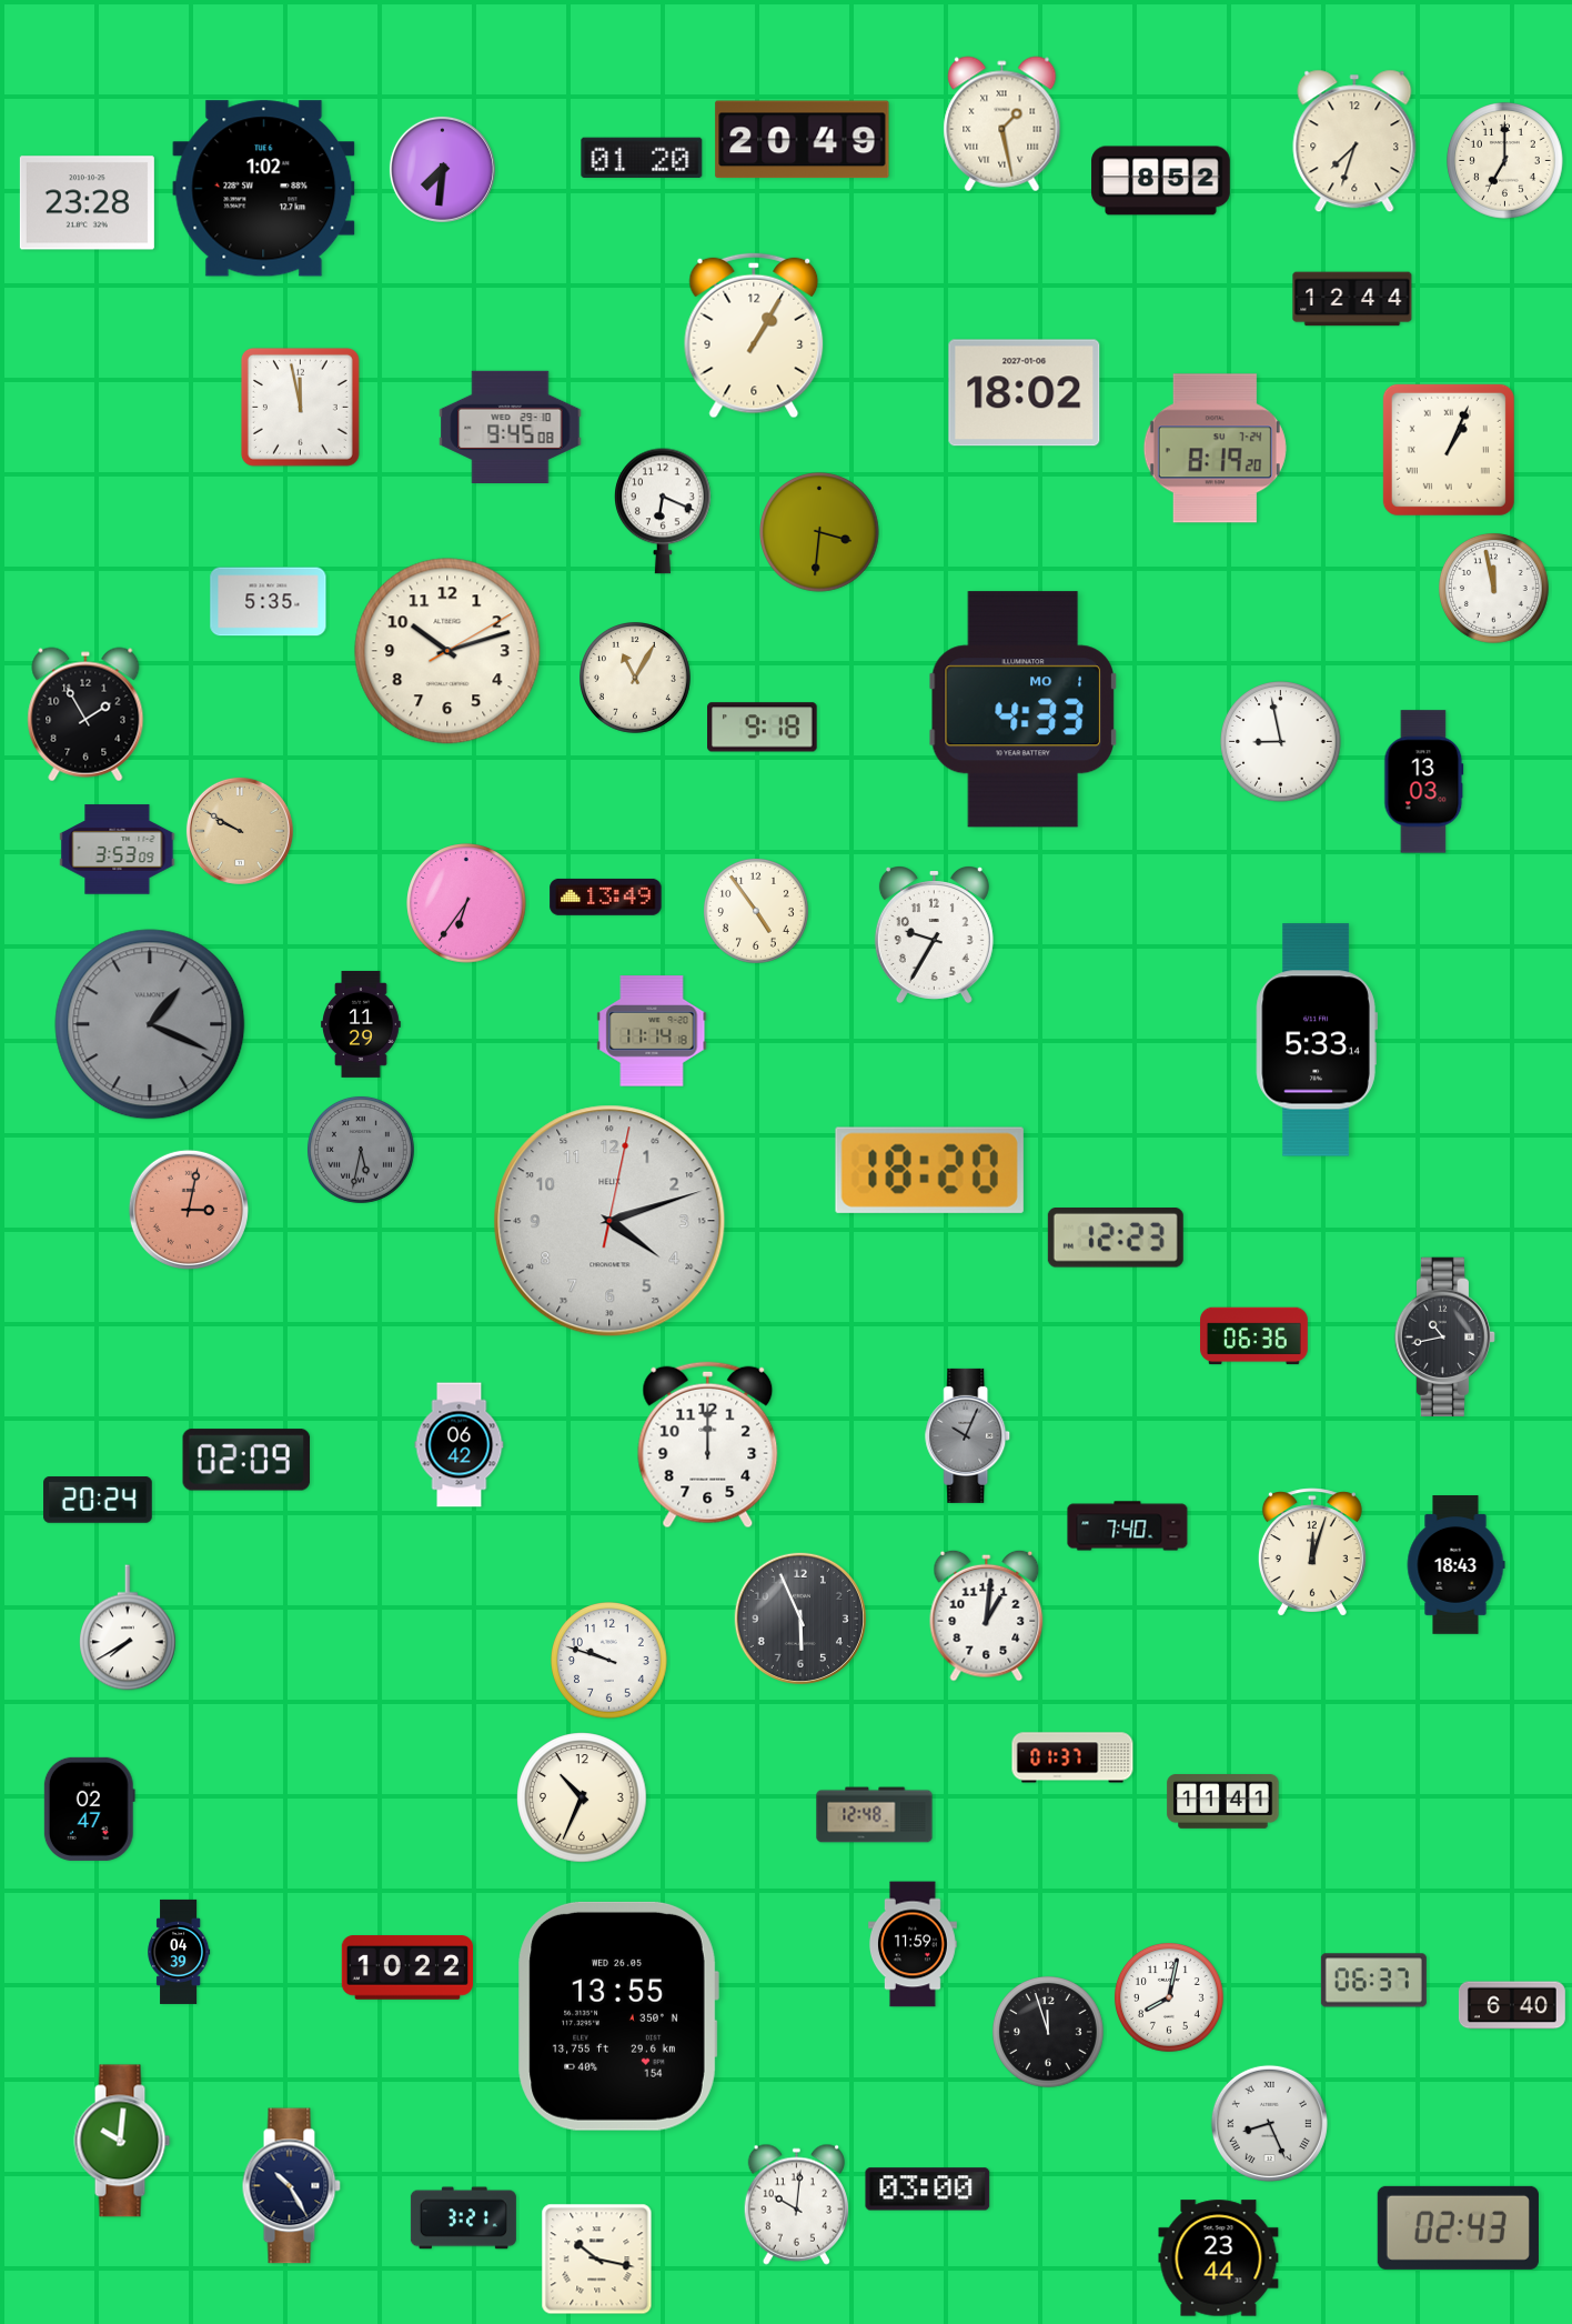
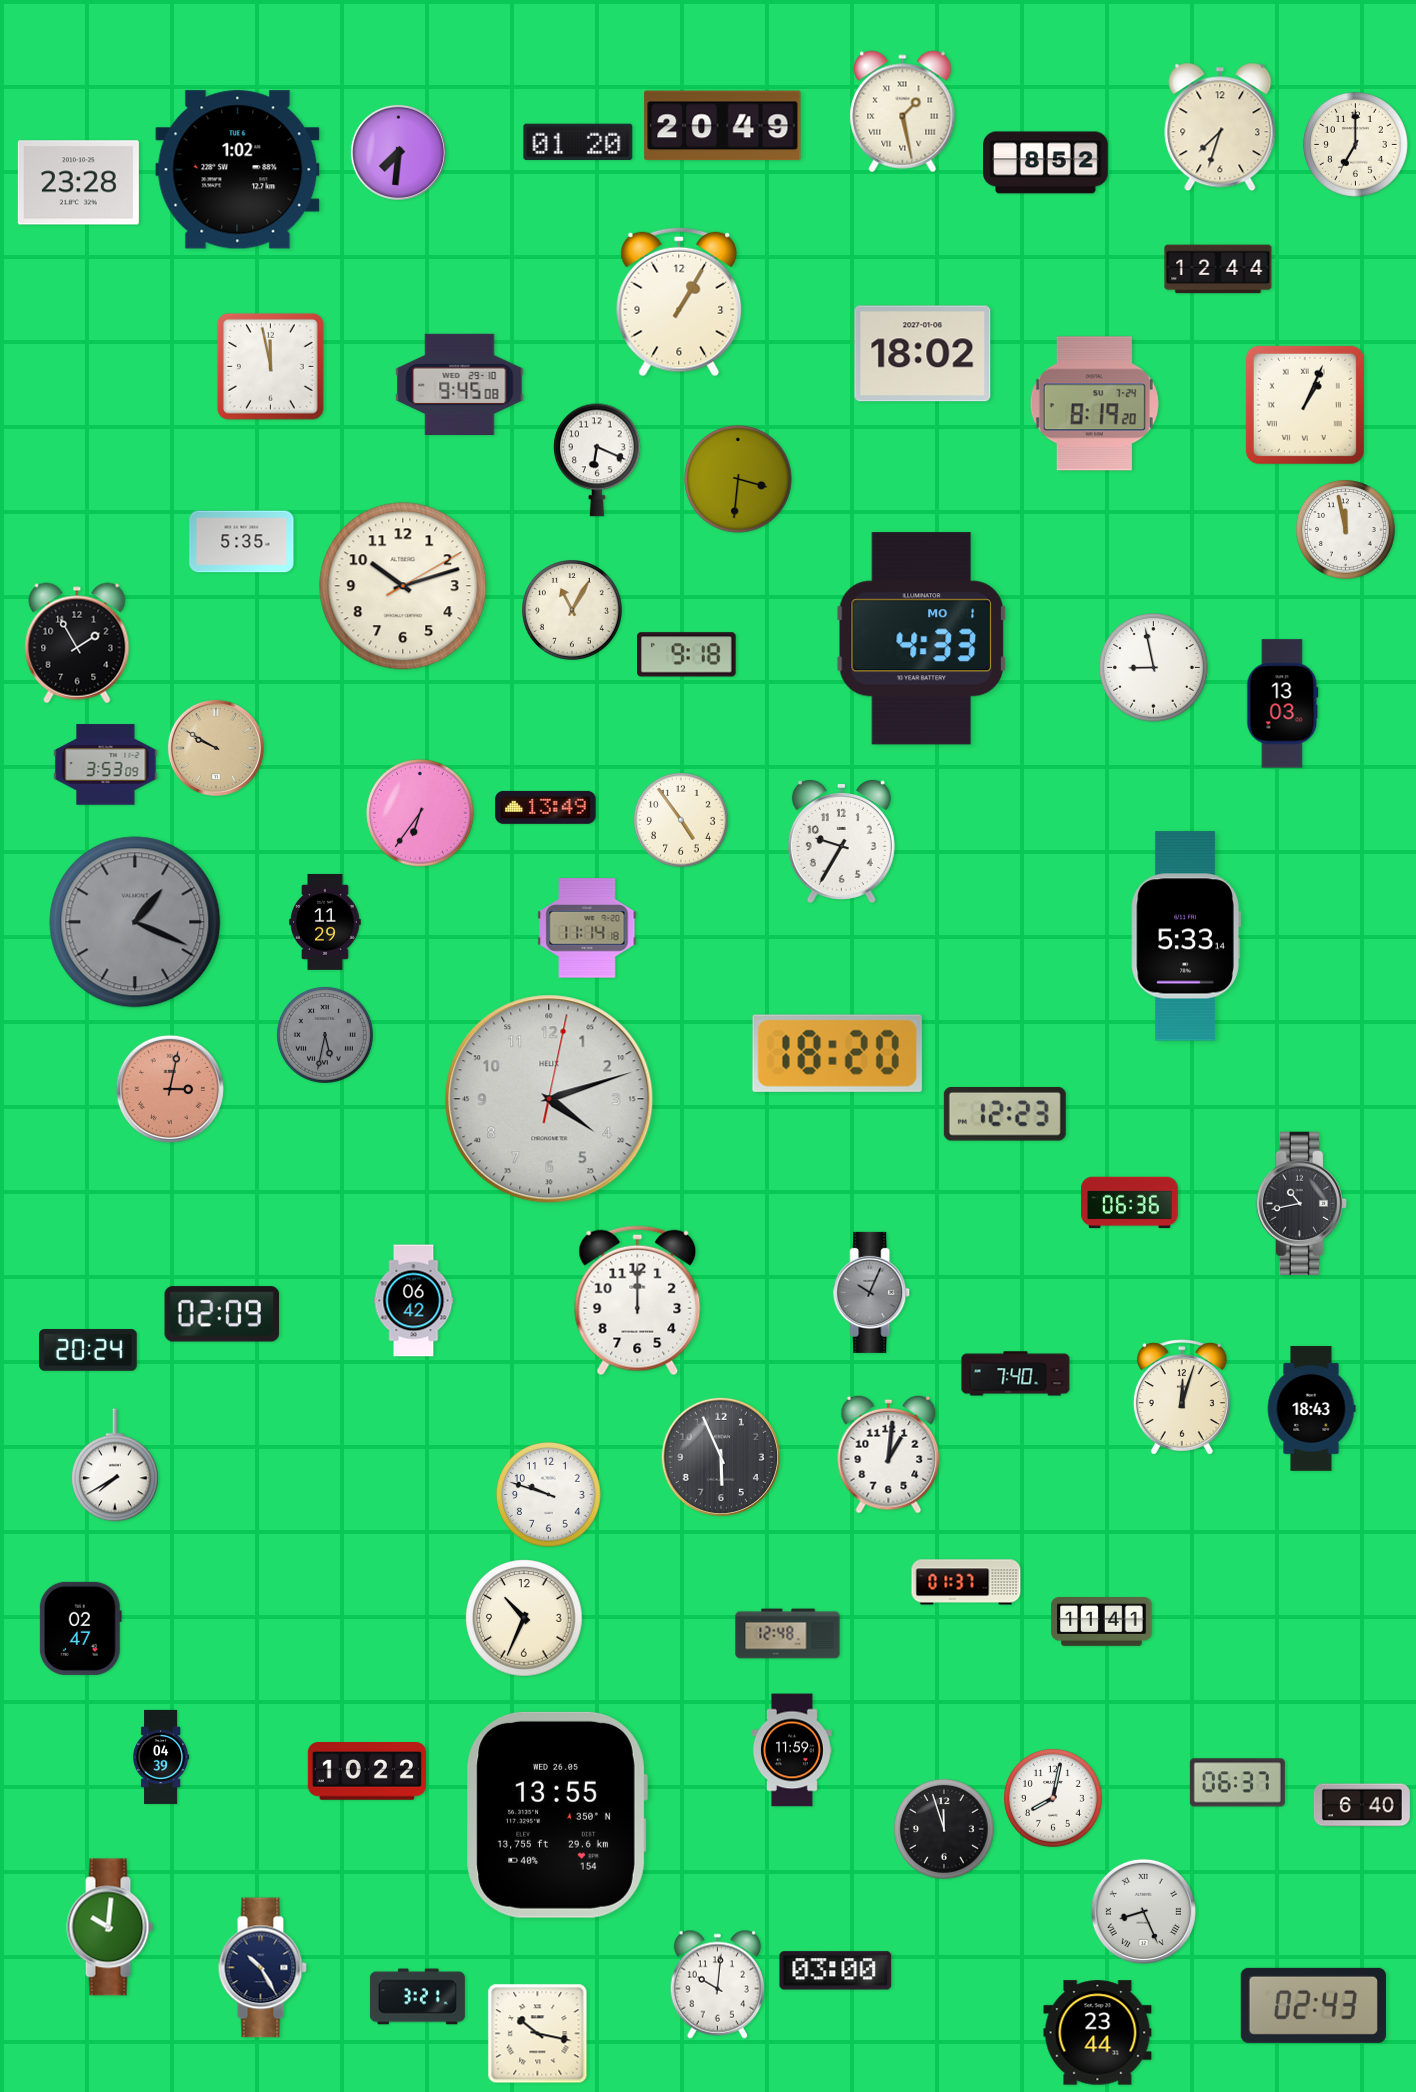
clock at (914, 1944) position: (914, 1944) -> (793, 1750)
